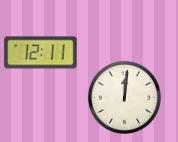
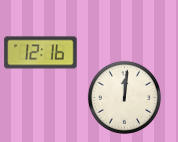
clock at (41, 53): 12:11 -> 12:16
